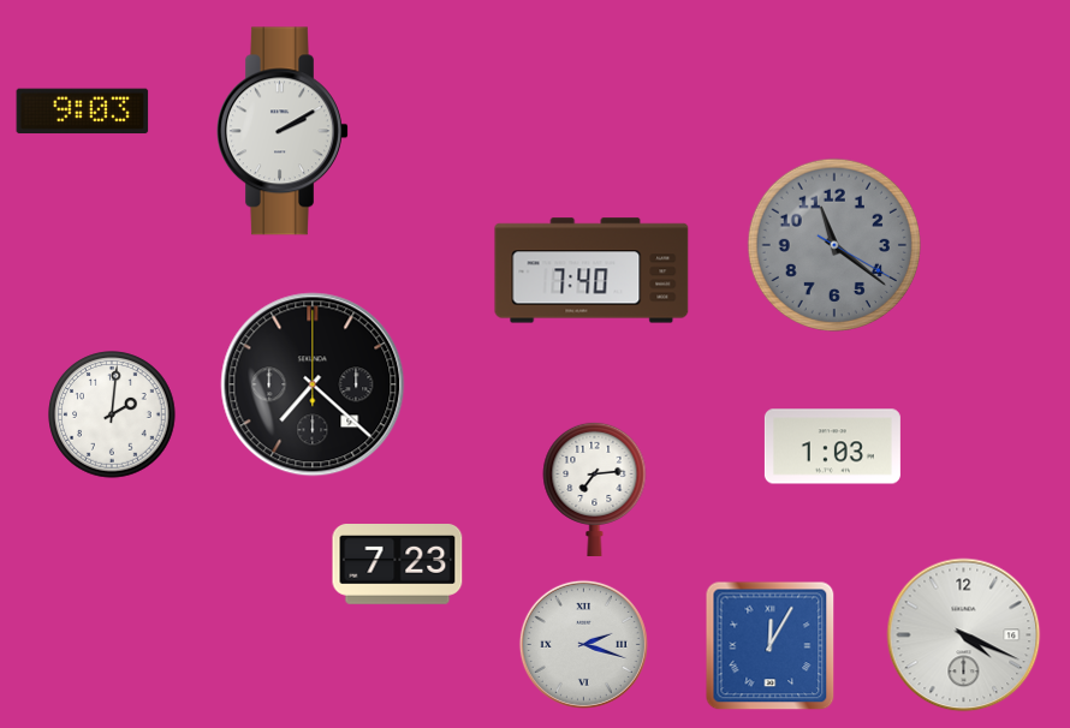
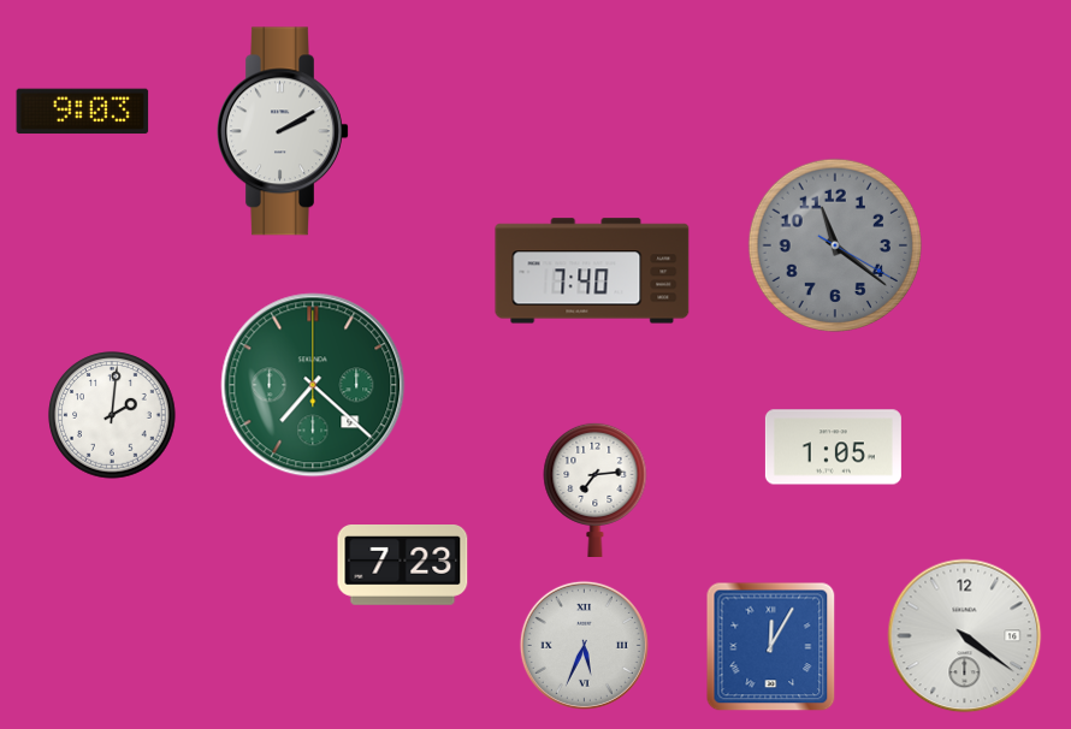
clock at (313, 384) dial: black -> green
clock at (832, 447): 1:03 -> 1:05
clock at (398, 565) position: (398, 565) -> (403, 565)
clock at (964, 635): 4:19 -> 4:21
clock at (583, 644): 2:18 -> 5:34
